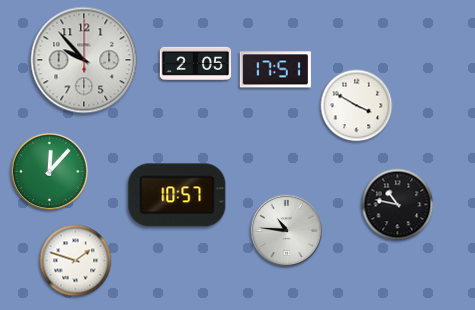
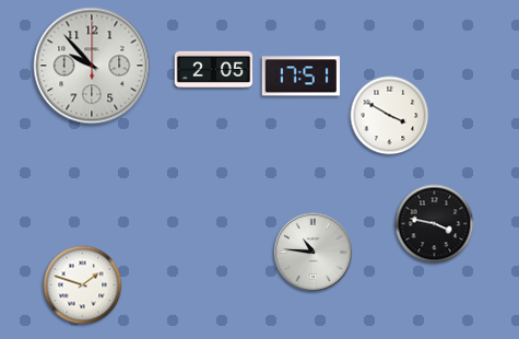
clock at (49, 171): 12:07 -> none
clock at (177, 195): 10:57 -> none
clock at (398, 205): 10:47 -> 3:47
